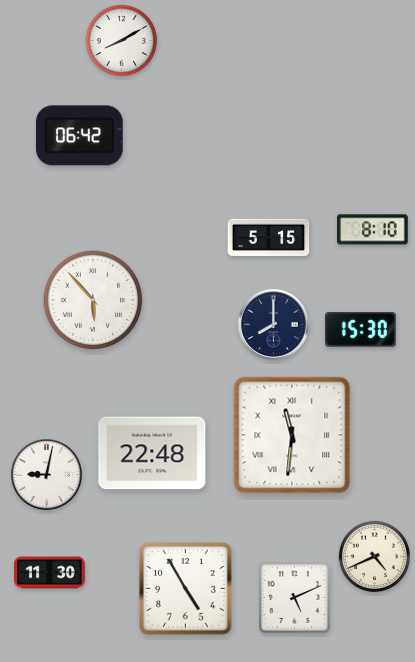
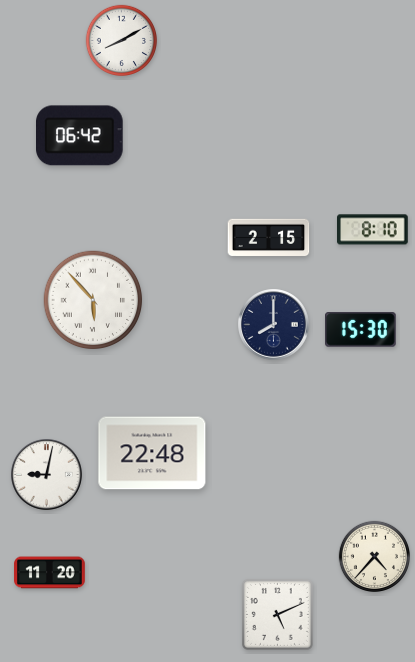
clock at (269, 238): 5:15 -> 2:15
clock at (292, 435): 11:31 -> none
clock at (374, 556): 4:41 -> 4:37
clock at (50, 573): 11:30 -> 11:20
clock at (186, 589): 4:55 -> none
clock at (294, 597) position: (294, 597) -> (277, 614)
